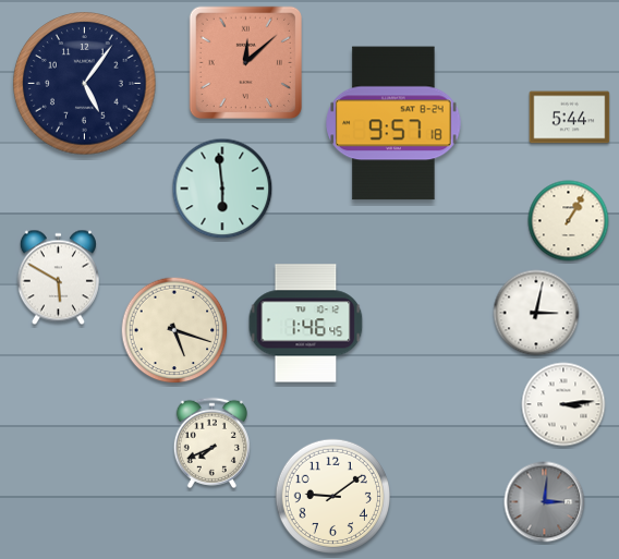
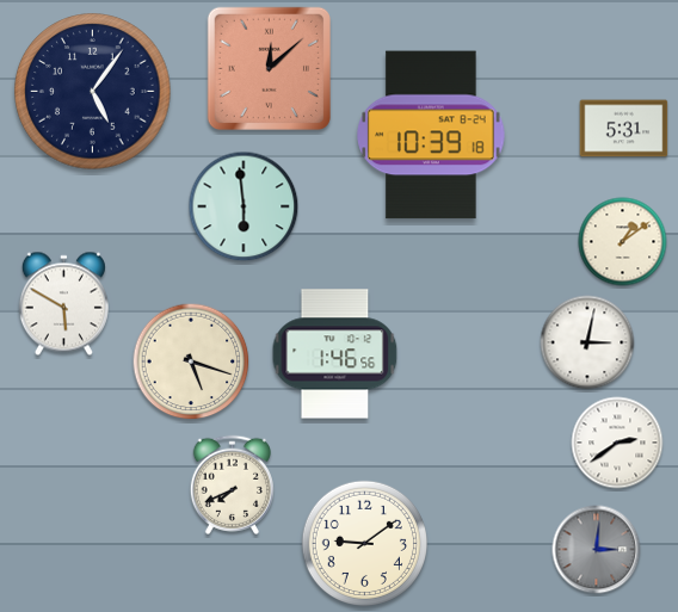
clock at (570, 118): 5:44 -> 5:31
clock at (393, 123): 9:57 -> 10:39
clock at (569, 221): 1:05 -> 1:09
clock at (306, 324): 1:46:45 -> 1:46:56
clock at (563, 404): 3:14 -> 2:39
